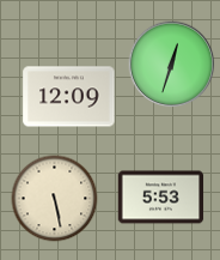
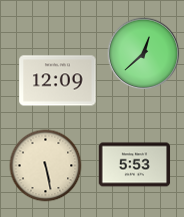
clock at (172, 65): 12:33 -> 12:38
